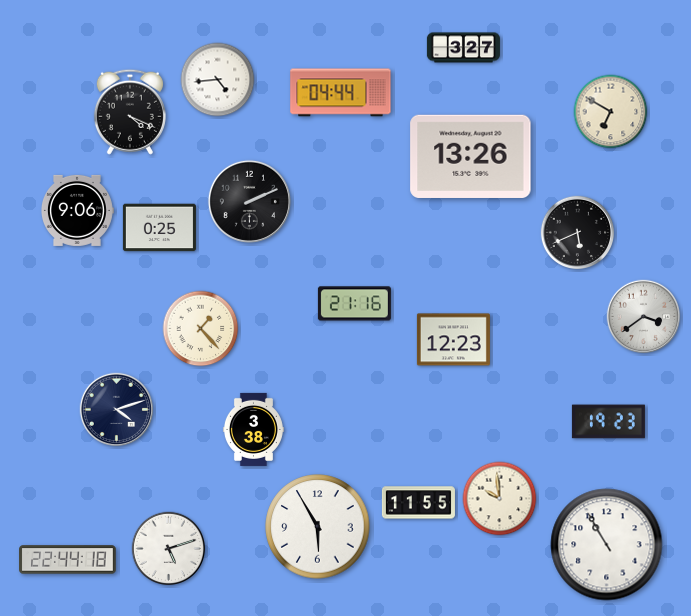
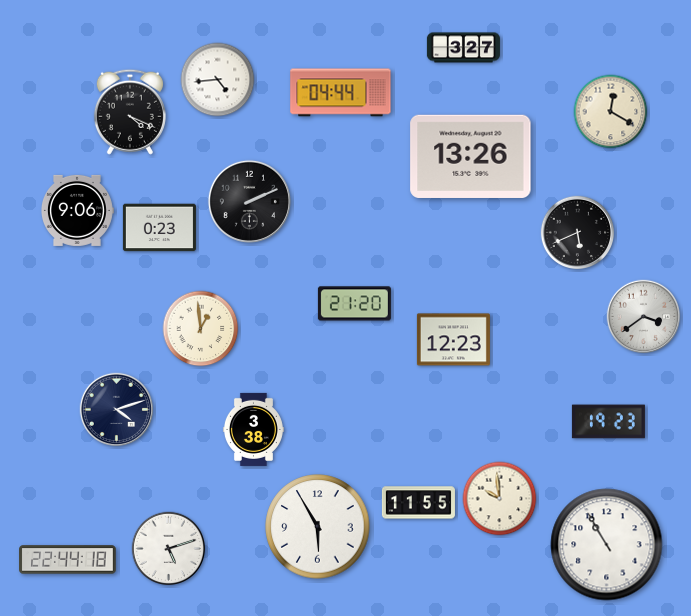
clock at (611, 112): 6:50 -> 12:20
clock at (159, 228): 0:25 -> 0:23
clock at (354, 304): 21:16 -> 21:20
clock at (201, 329): 1:23 -> 12:59
